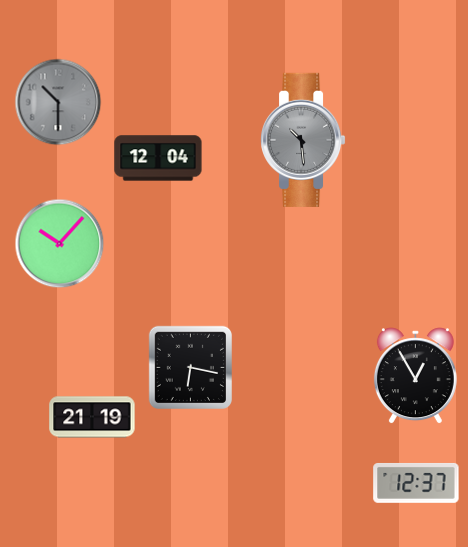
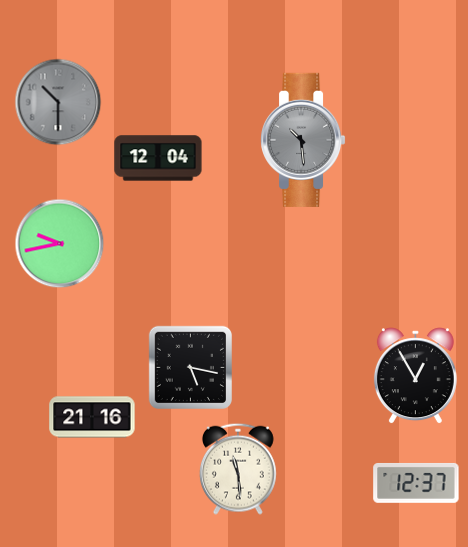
clock at (60, 244): 10:07 -> 9:43
clock at (190, 367): 6:17 -> 5:17
clock at (92, 417): 21:19 -> 21:16
clock at (238, 469): none -> 11:29
